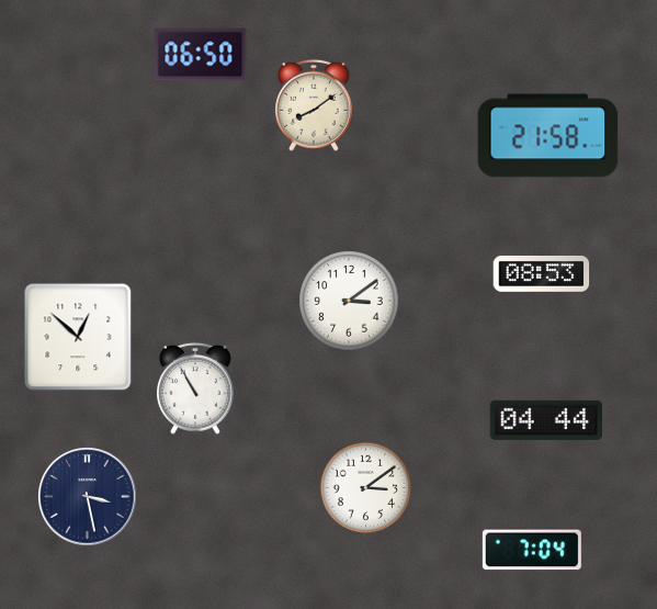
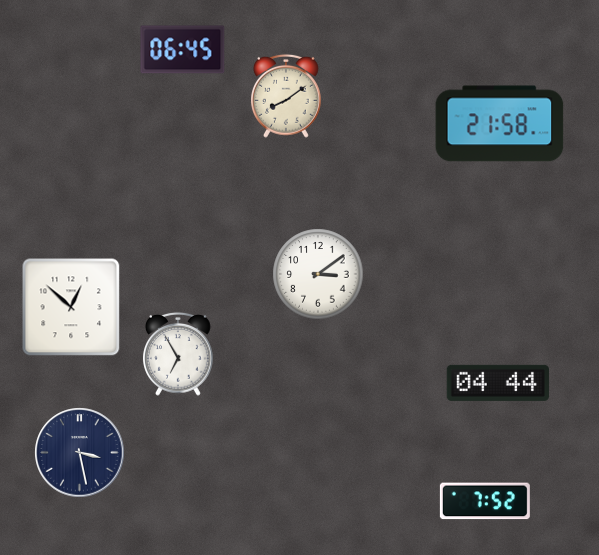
clock at (201, 55): 06:50 -> 06:45
clock at (542, 273): 08:53 -> none
clock at (196, 388): 10:55 -> 6:55
clock at (366, 488): 3:09 -> none
clock at (532, 550): 7:04 -> 7:52
